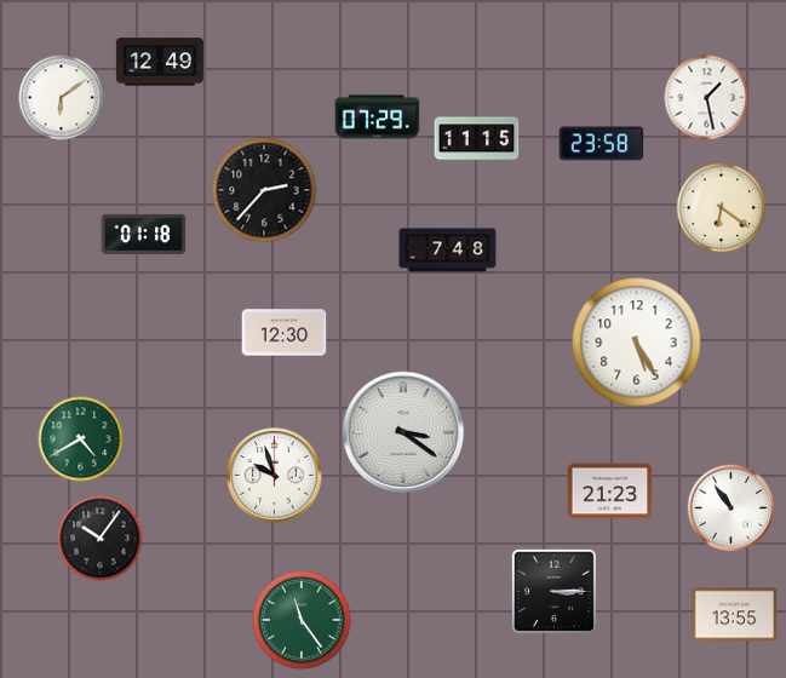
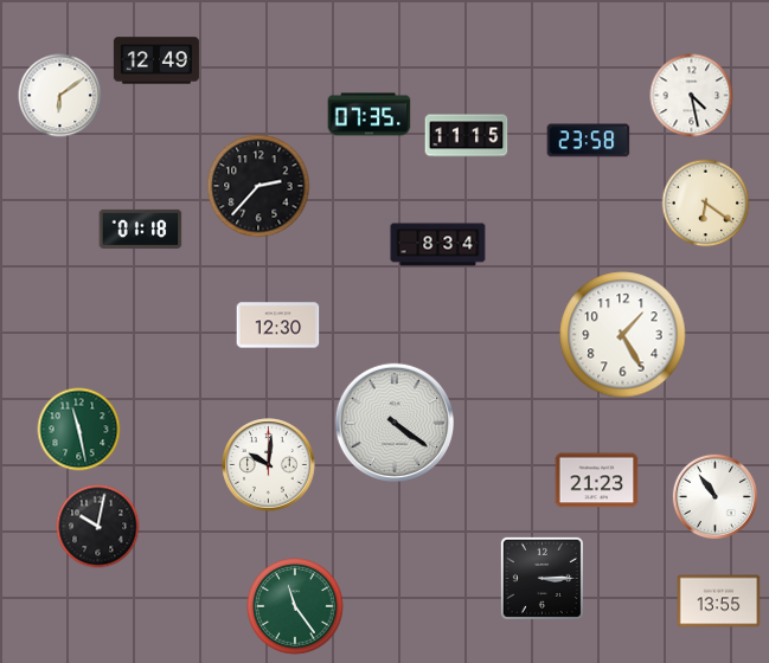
clock at (707, 98): 1:28 -> 4:28
clock at (378, 117): 07:29 -> 07:35
clock at (448, 251): 7:48 -> 8:34
clock at (637, 343): 5:25 -> 1:25
clock at (403, 432): 3:21 -> 4:21
clock at (81, 439): 4:40 -> 11:28
clock at (275, 476): 9:57 -> 10:01
clock at (101, 539): 10:06 -> 10:02
